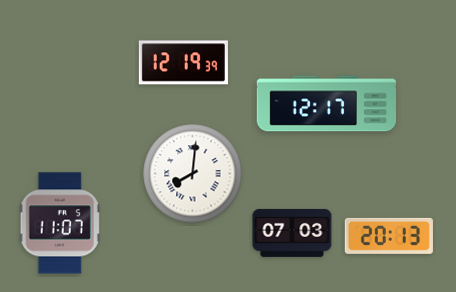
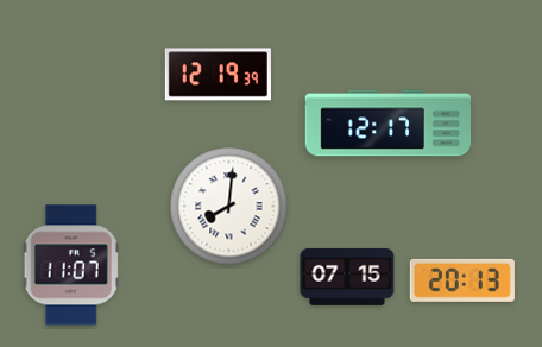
clock at (292, 233): 07:03 -> 07:15
